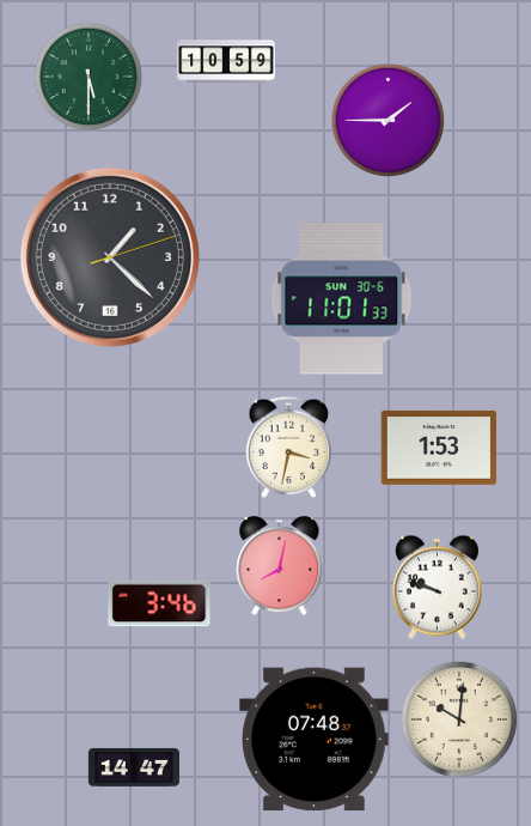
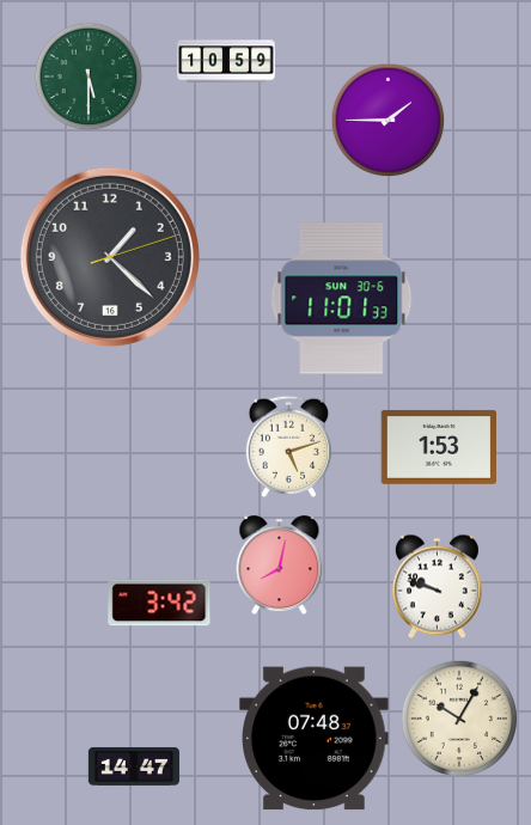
clock at (289, 447): 3:32 -> 5:12
clock at (159, 603): 3:46 -> 3:42
clock at (459, 719): 10:01 -> 10:05
